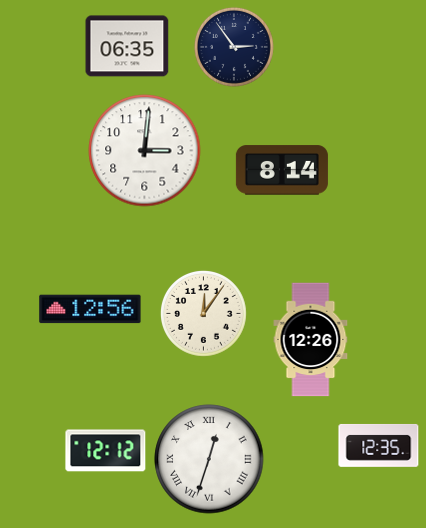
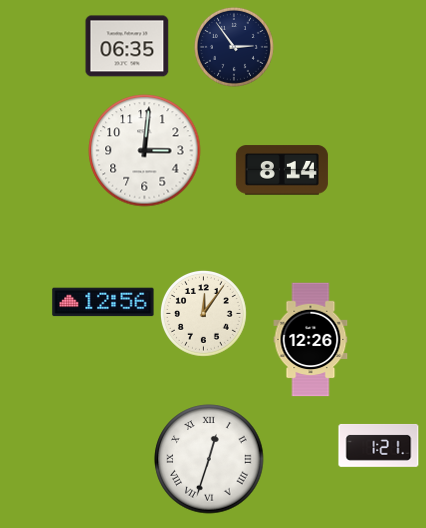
clock at (90, 309) position: (90, 309) -> (103, 302)
clock at (379, 445): 12:35 -> 1:21
clock at (106, 451): 12:12 -> none
